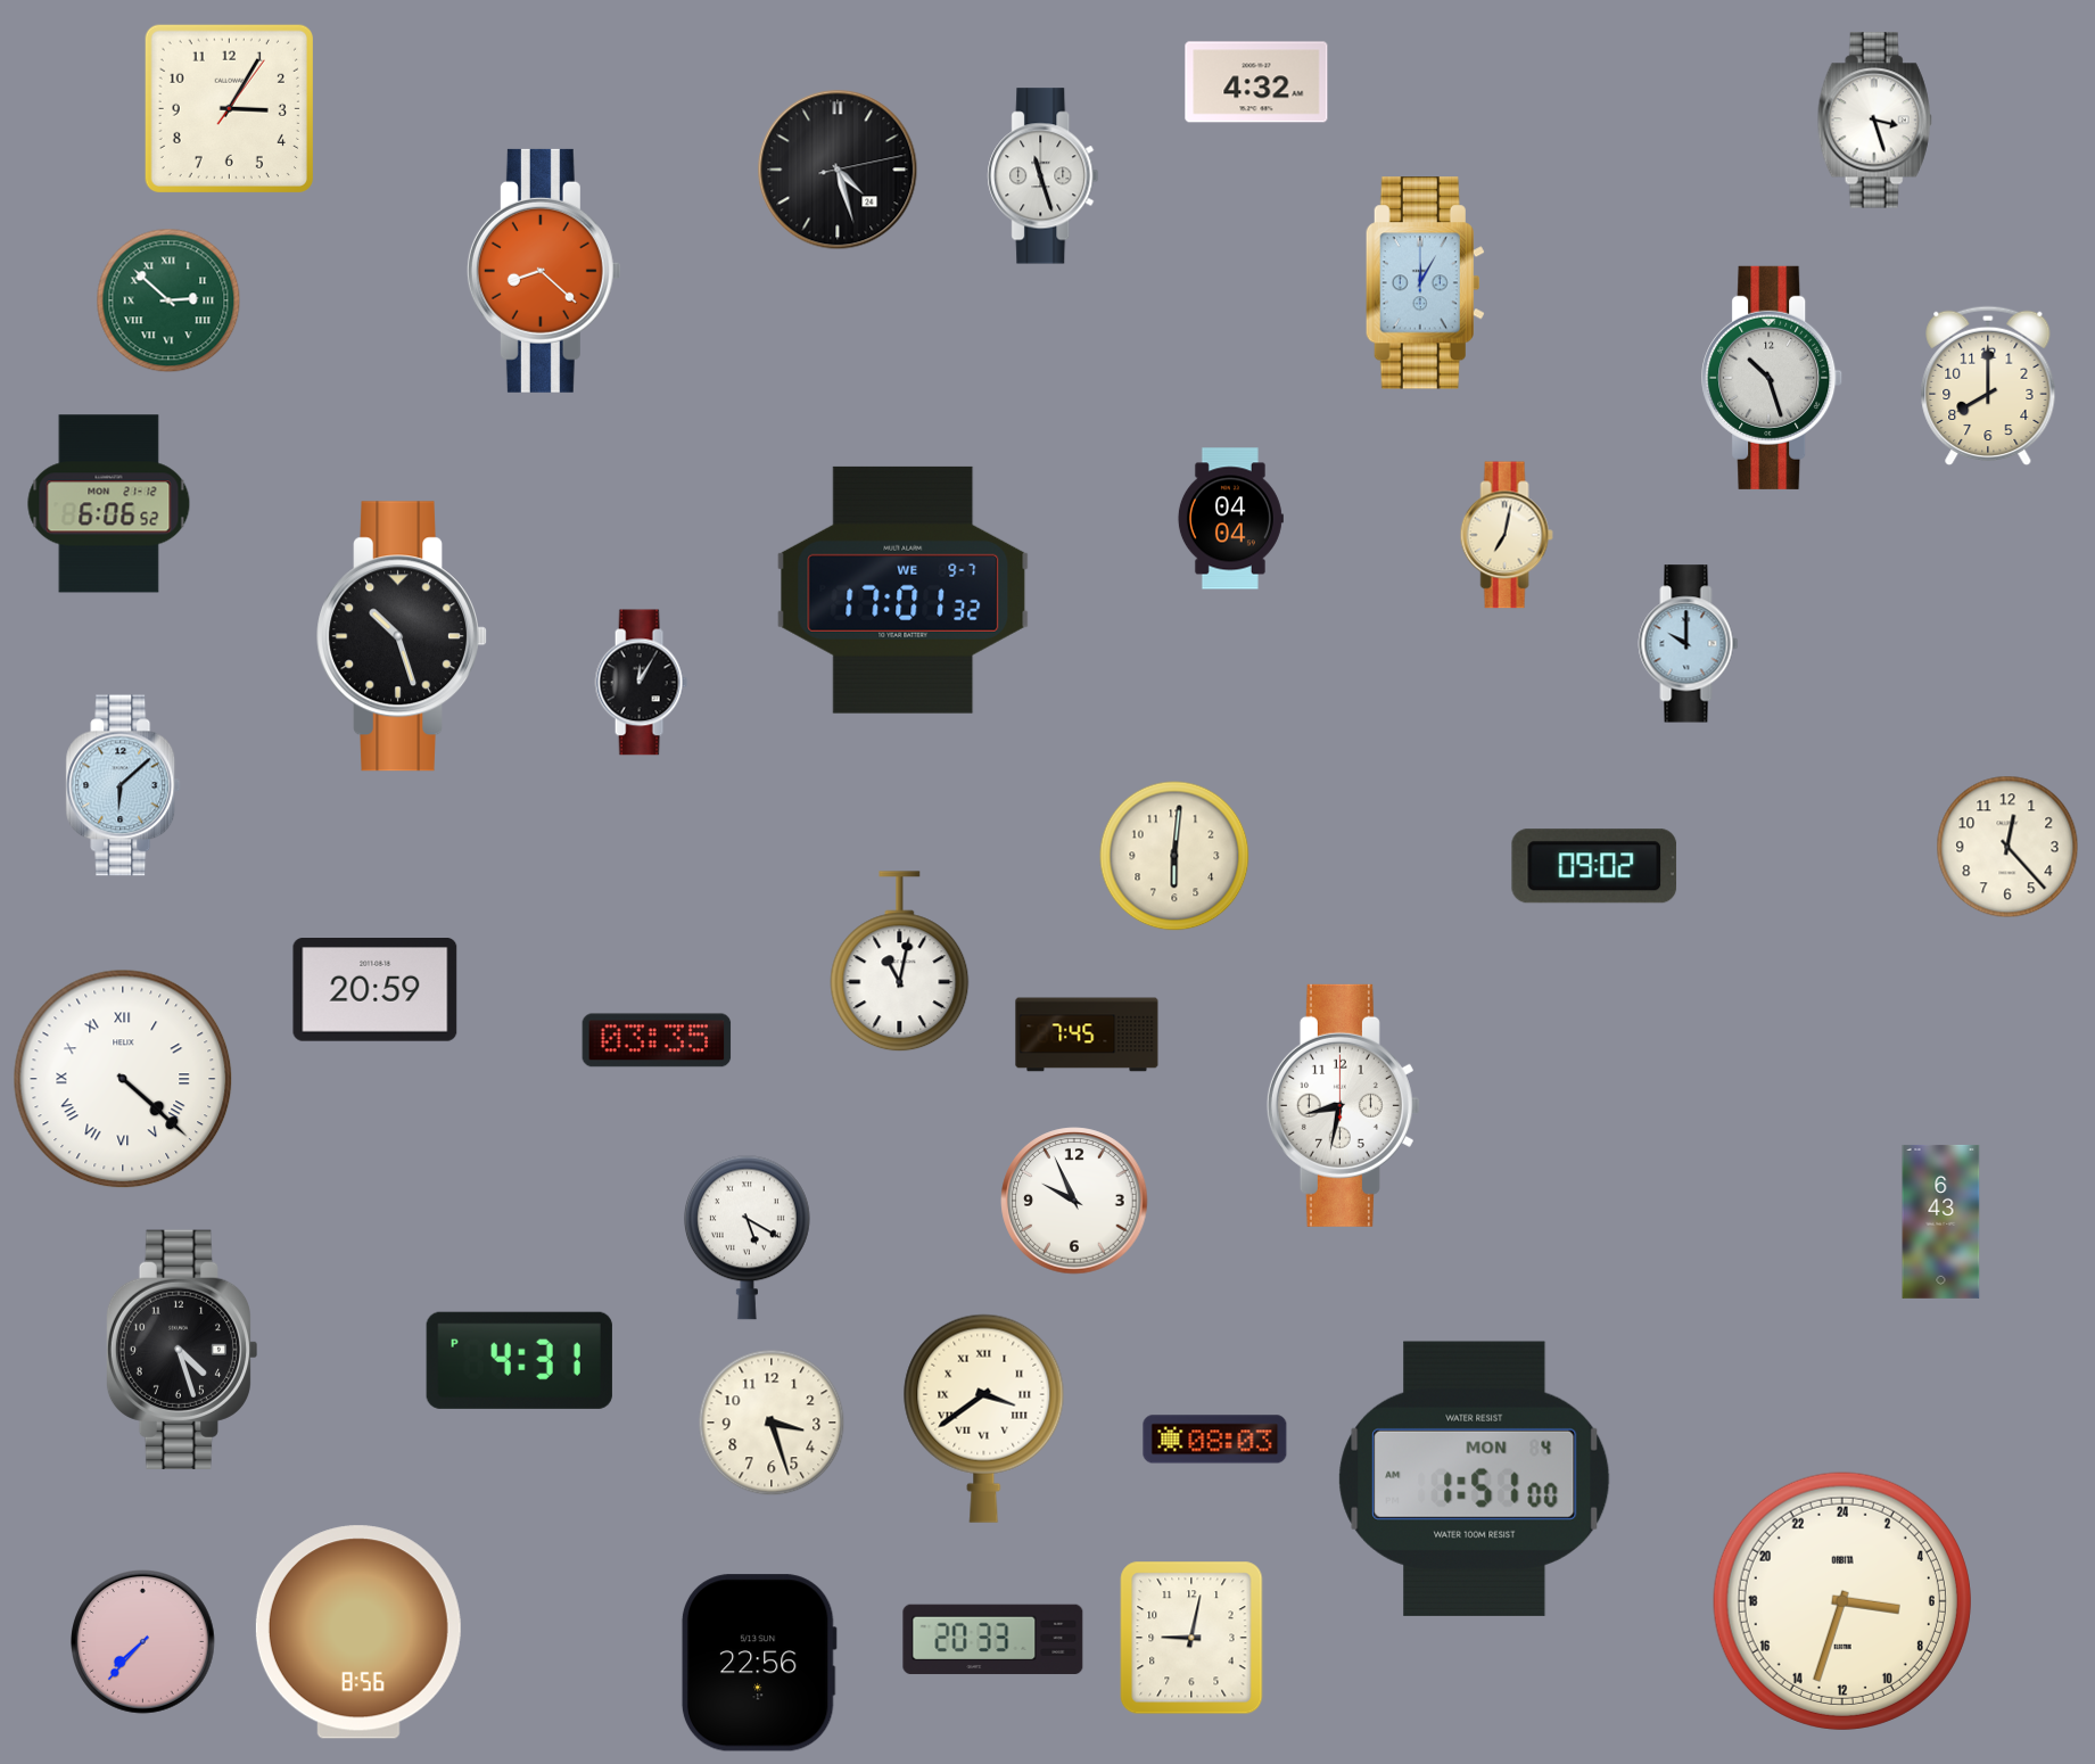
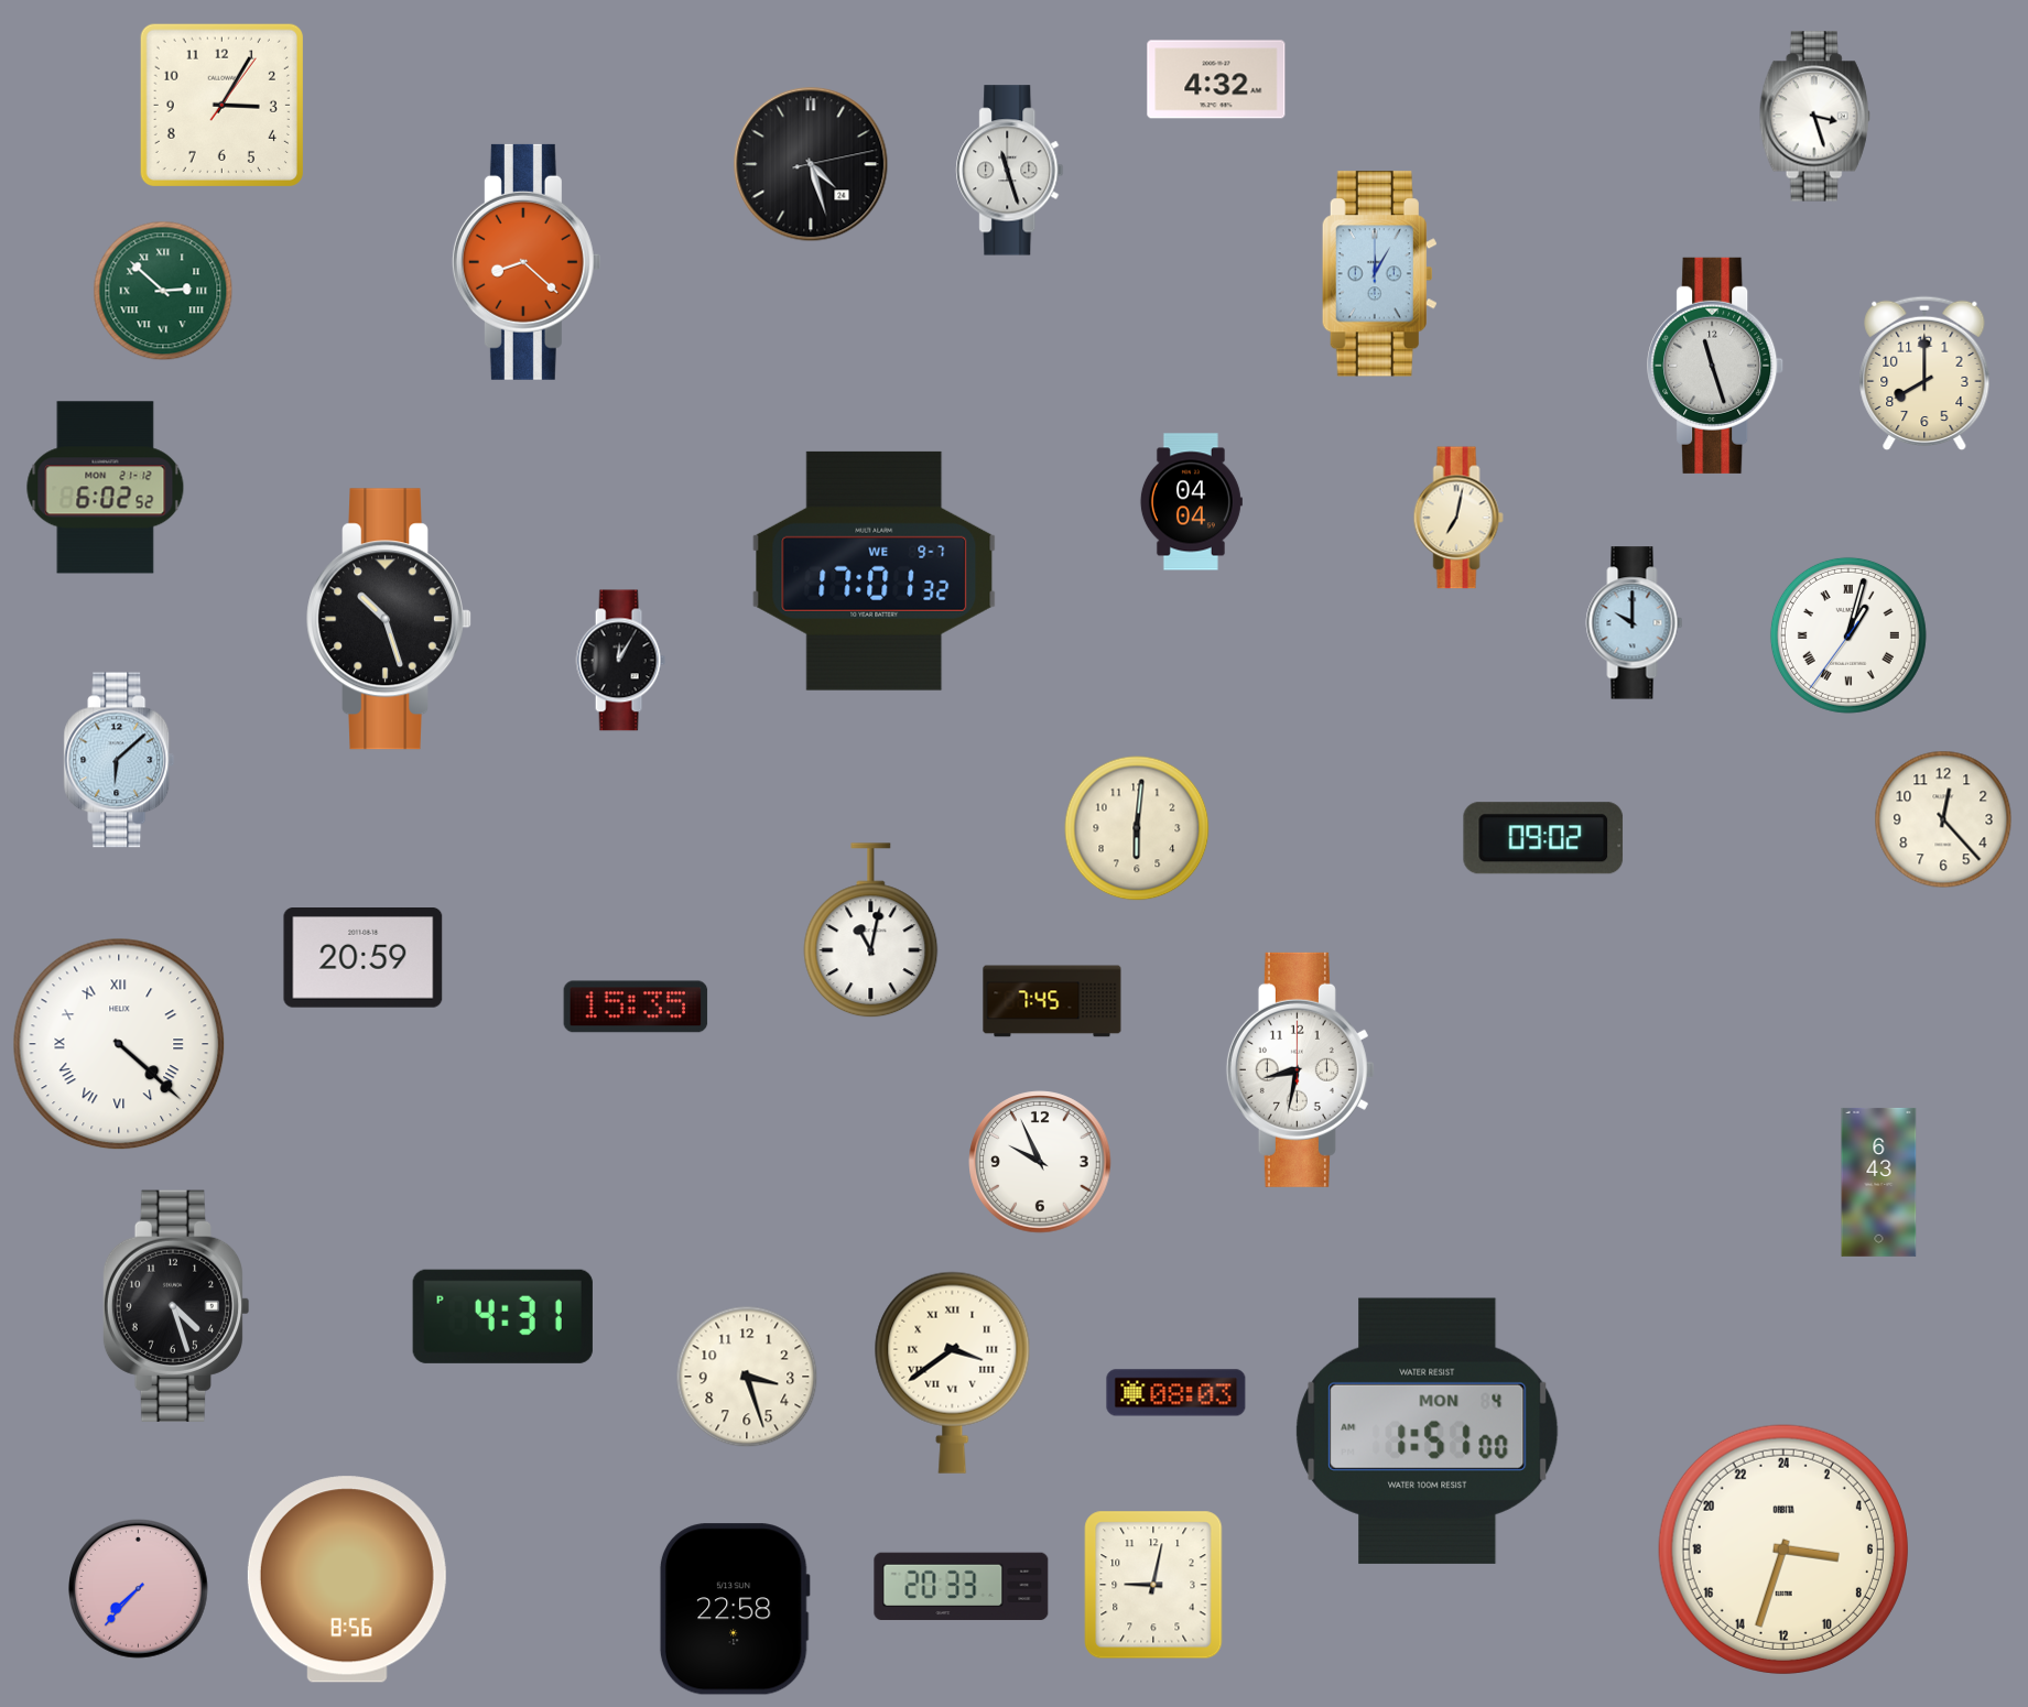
clock at (1773, 378): 10:27 -> 11:27
clock at (109, 504): 6:06 -> 6:02
clock at (402, 636) position: (402, 636) -> (389, 619)
clock at (1848, 635): none -> 1:02
clock at (657, 1040): 03:35 -> 15:35
clock at (747, 1237): 5:20 -> none
clock at (759, 1663): 22:56 -> 22:58
